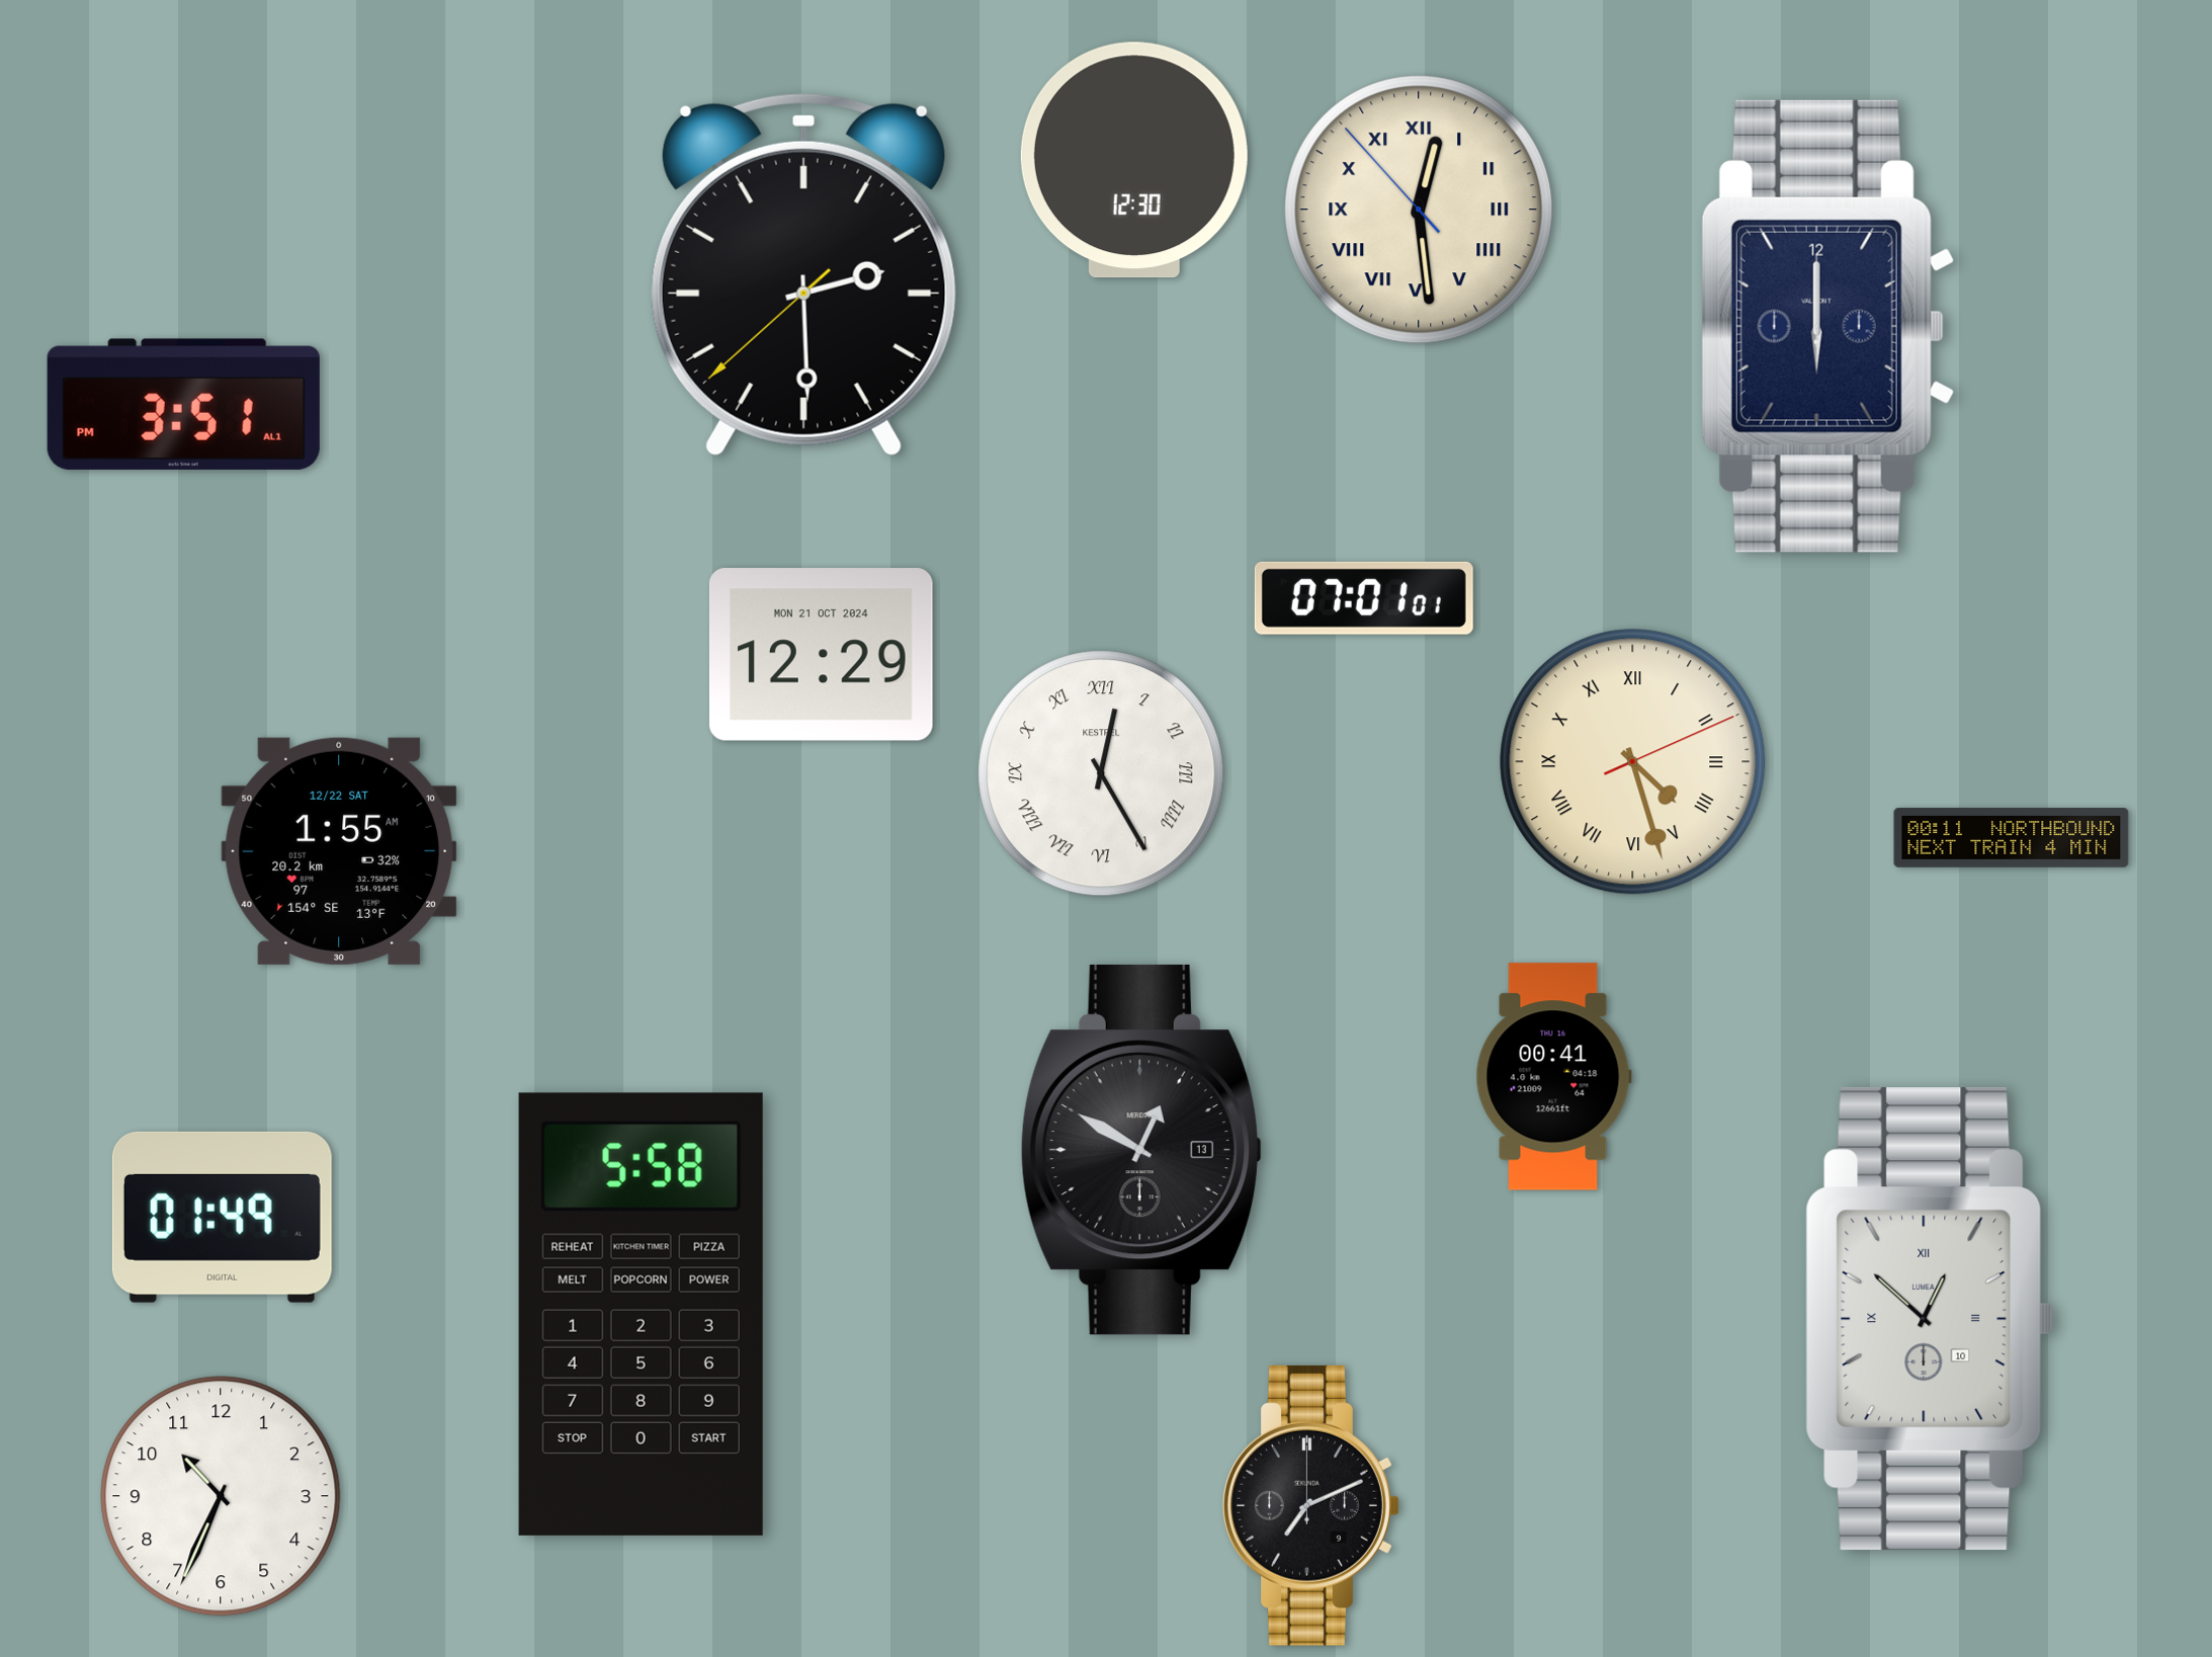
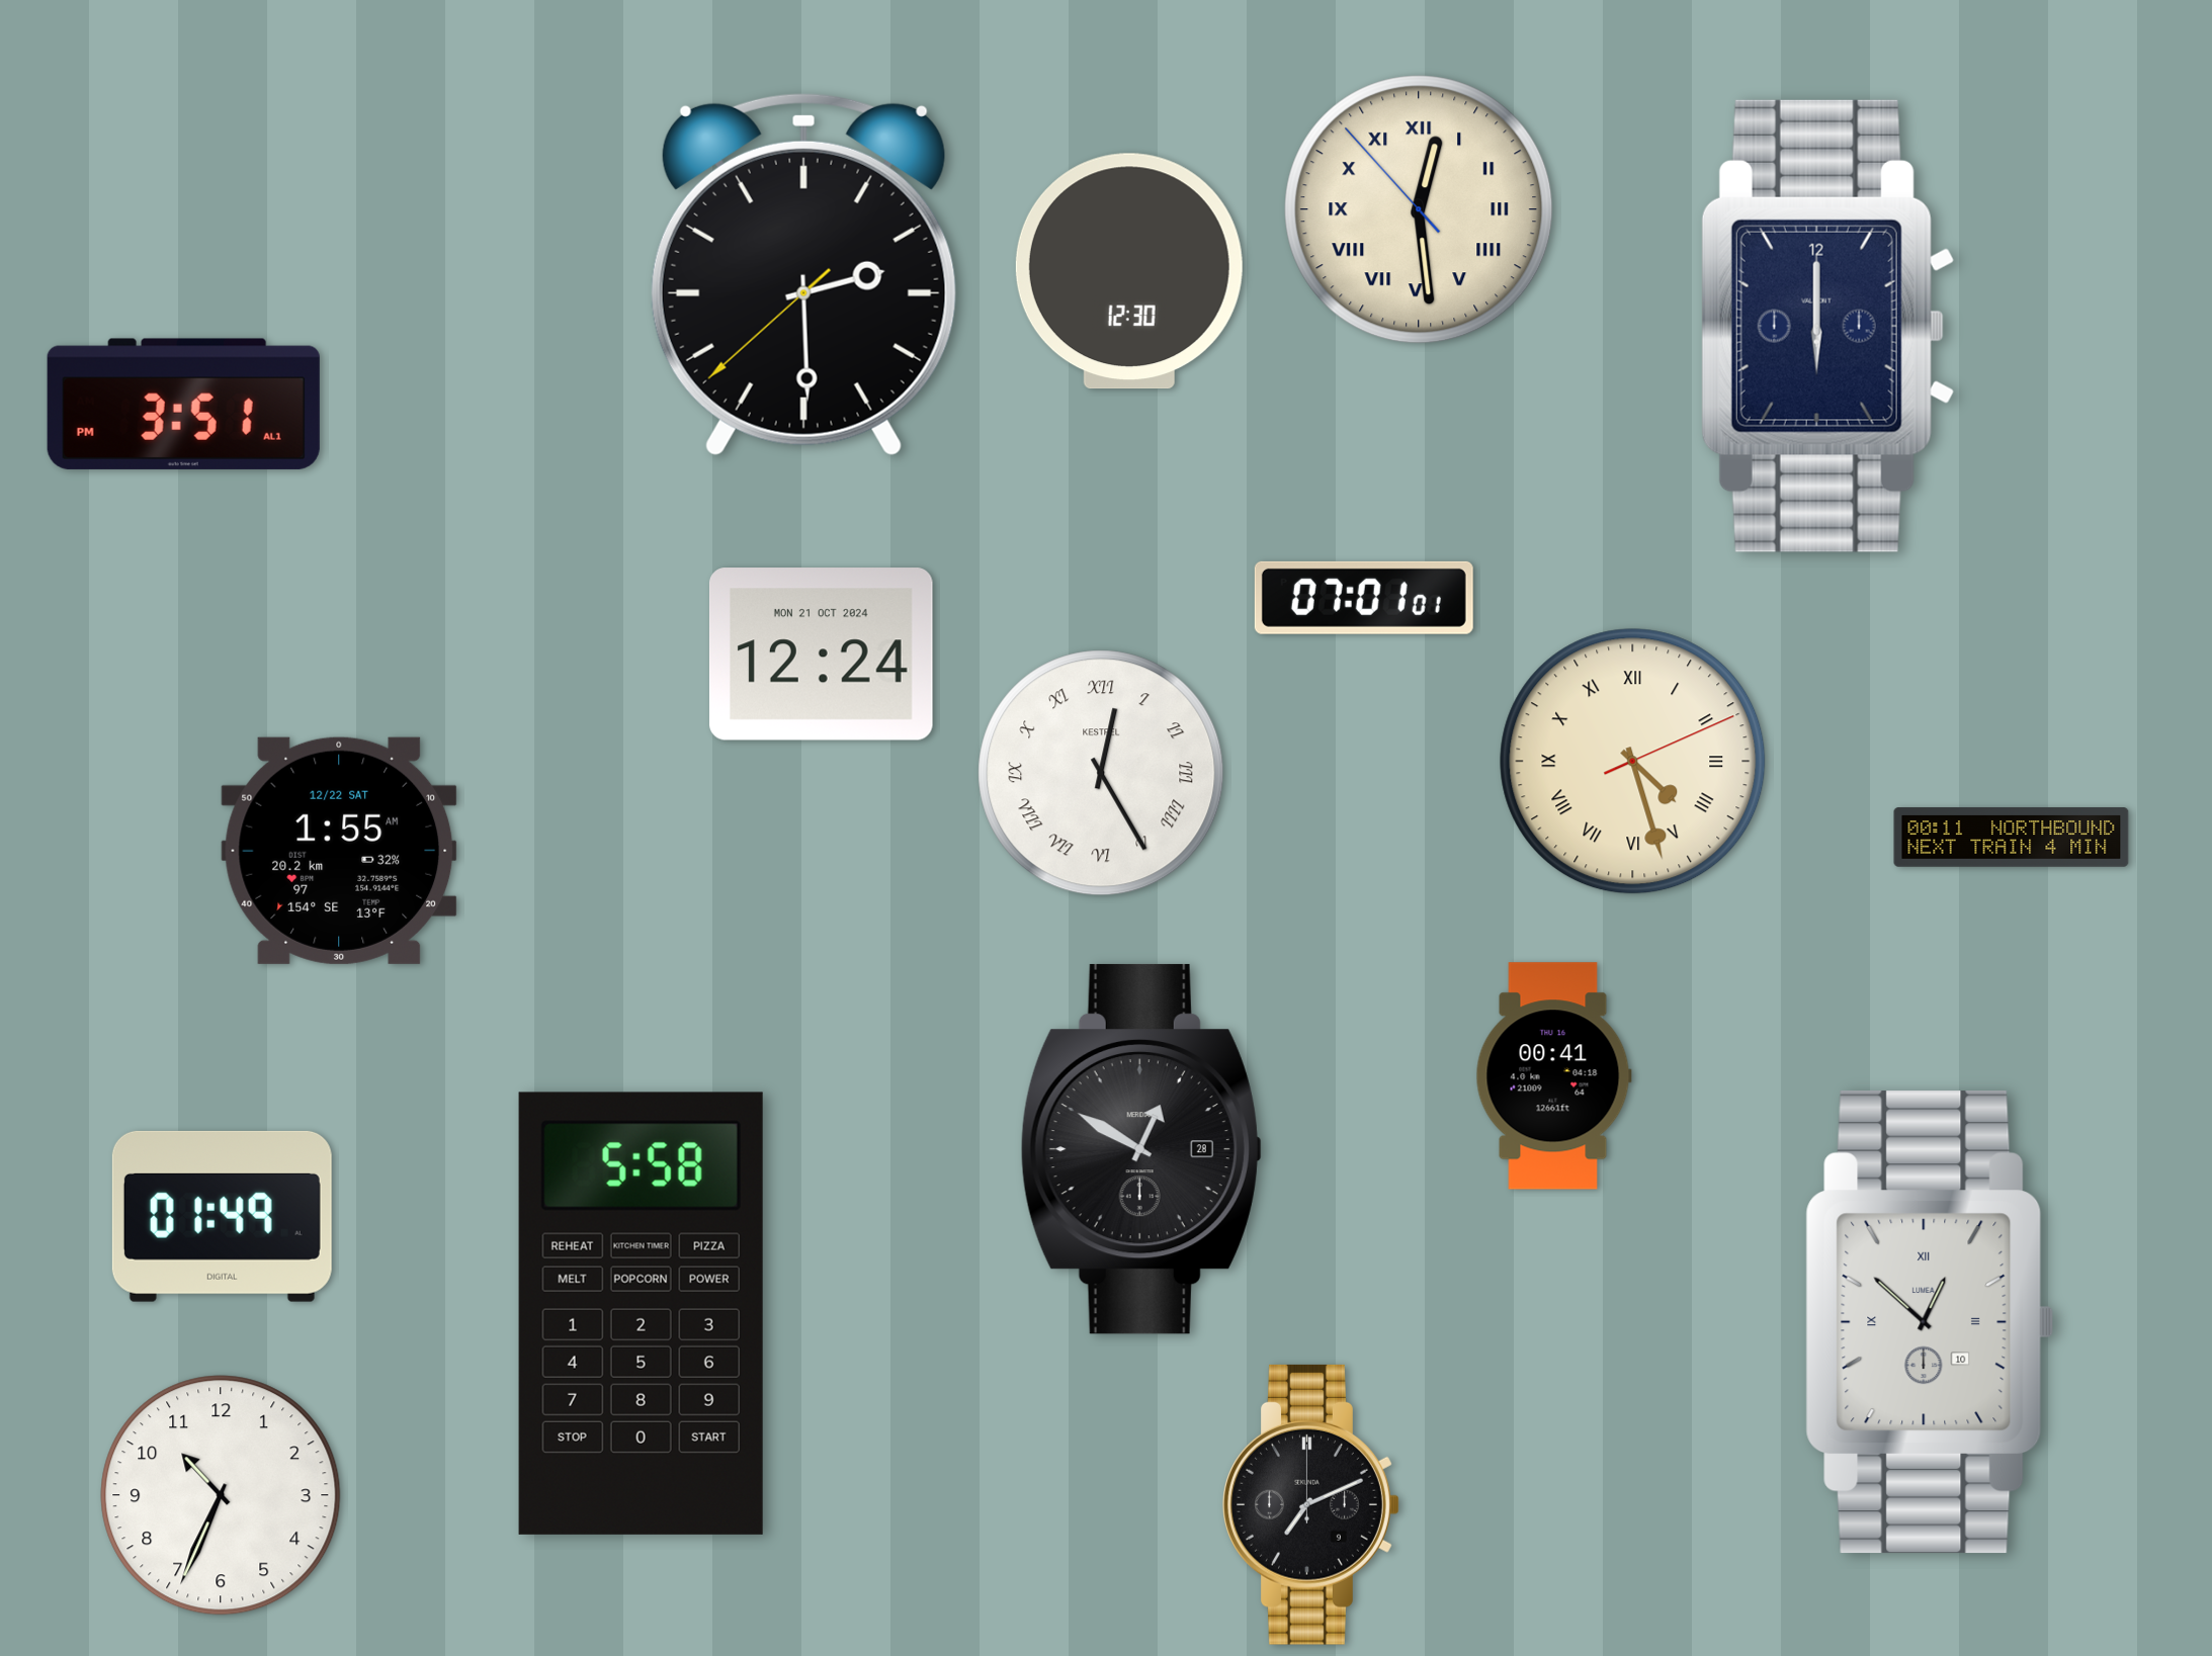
clock at (1134, 160) position: (1134, 160) -> (1129, 271)
clock at (821, 655): 12:29 -> 12:24
clock at (1141, 1150) date: 13 -> 28
clock at (1930, 1319) position: (1930, 1319) -> (1930, 1322)
